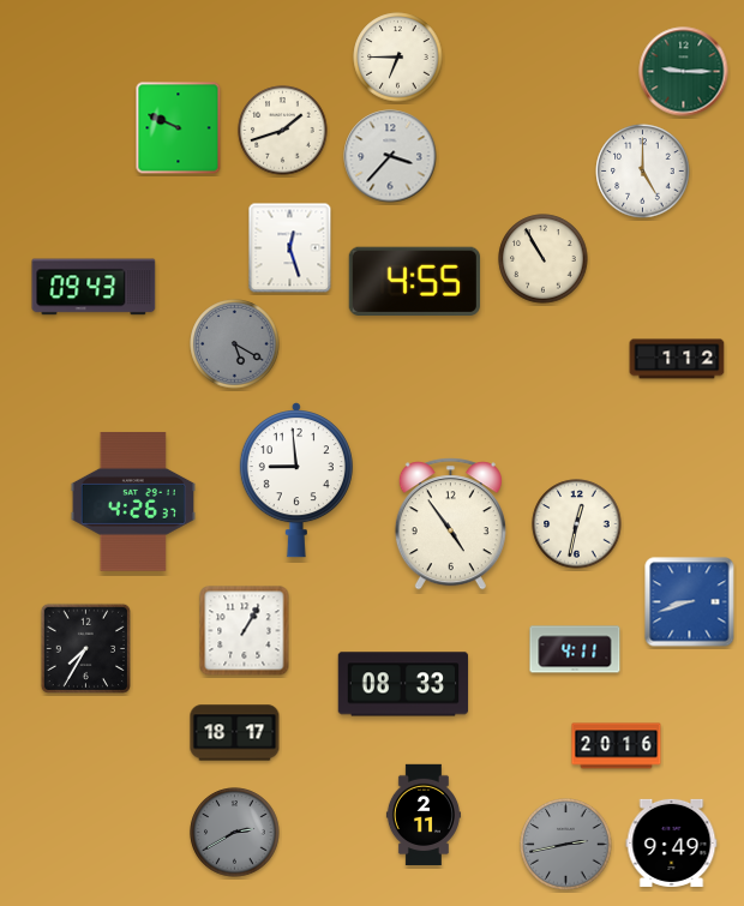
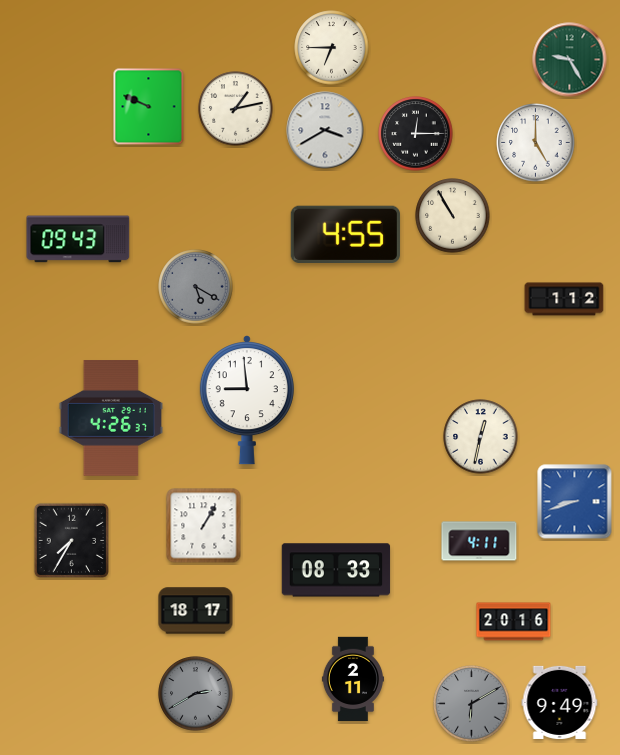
clock at (684, 72): 9:15 -> 9:25
clock at (283, 131): 1:42 -> 1:13
clock at (390, 156): 3:37 -> 3:40
clock at (416, 134): none -> 12:15
clock at (290, 248): 12:27 -> none
clock at (450, 524): 4:54 -> none
clock at (566, 845): 2:43 -> 6:10
